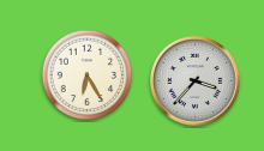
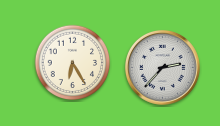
clock at (194, 80): 3:37 -> 2:37
